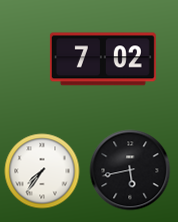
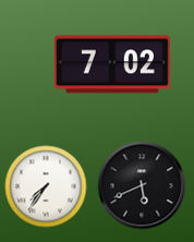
clock at (130, 170): 5:43 -> 5:41
